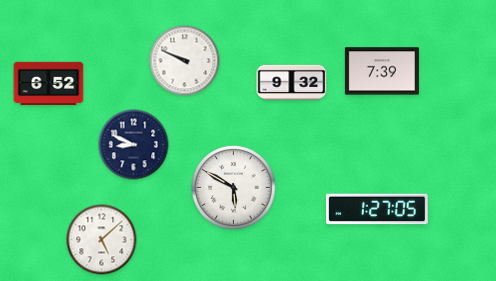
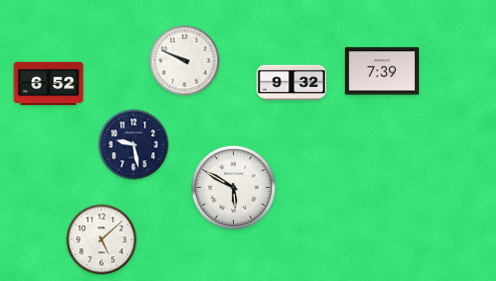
clock at (134, 145): 8:49 -> 9:28
clock at (377, 209): 1:27 -> none
